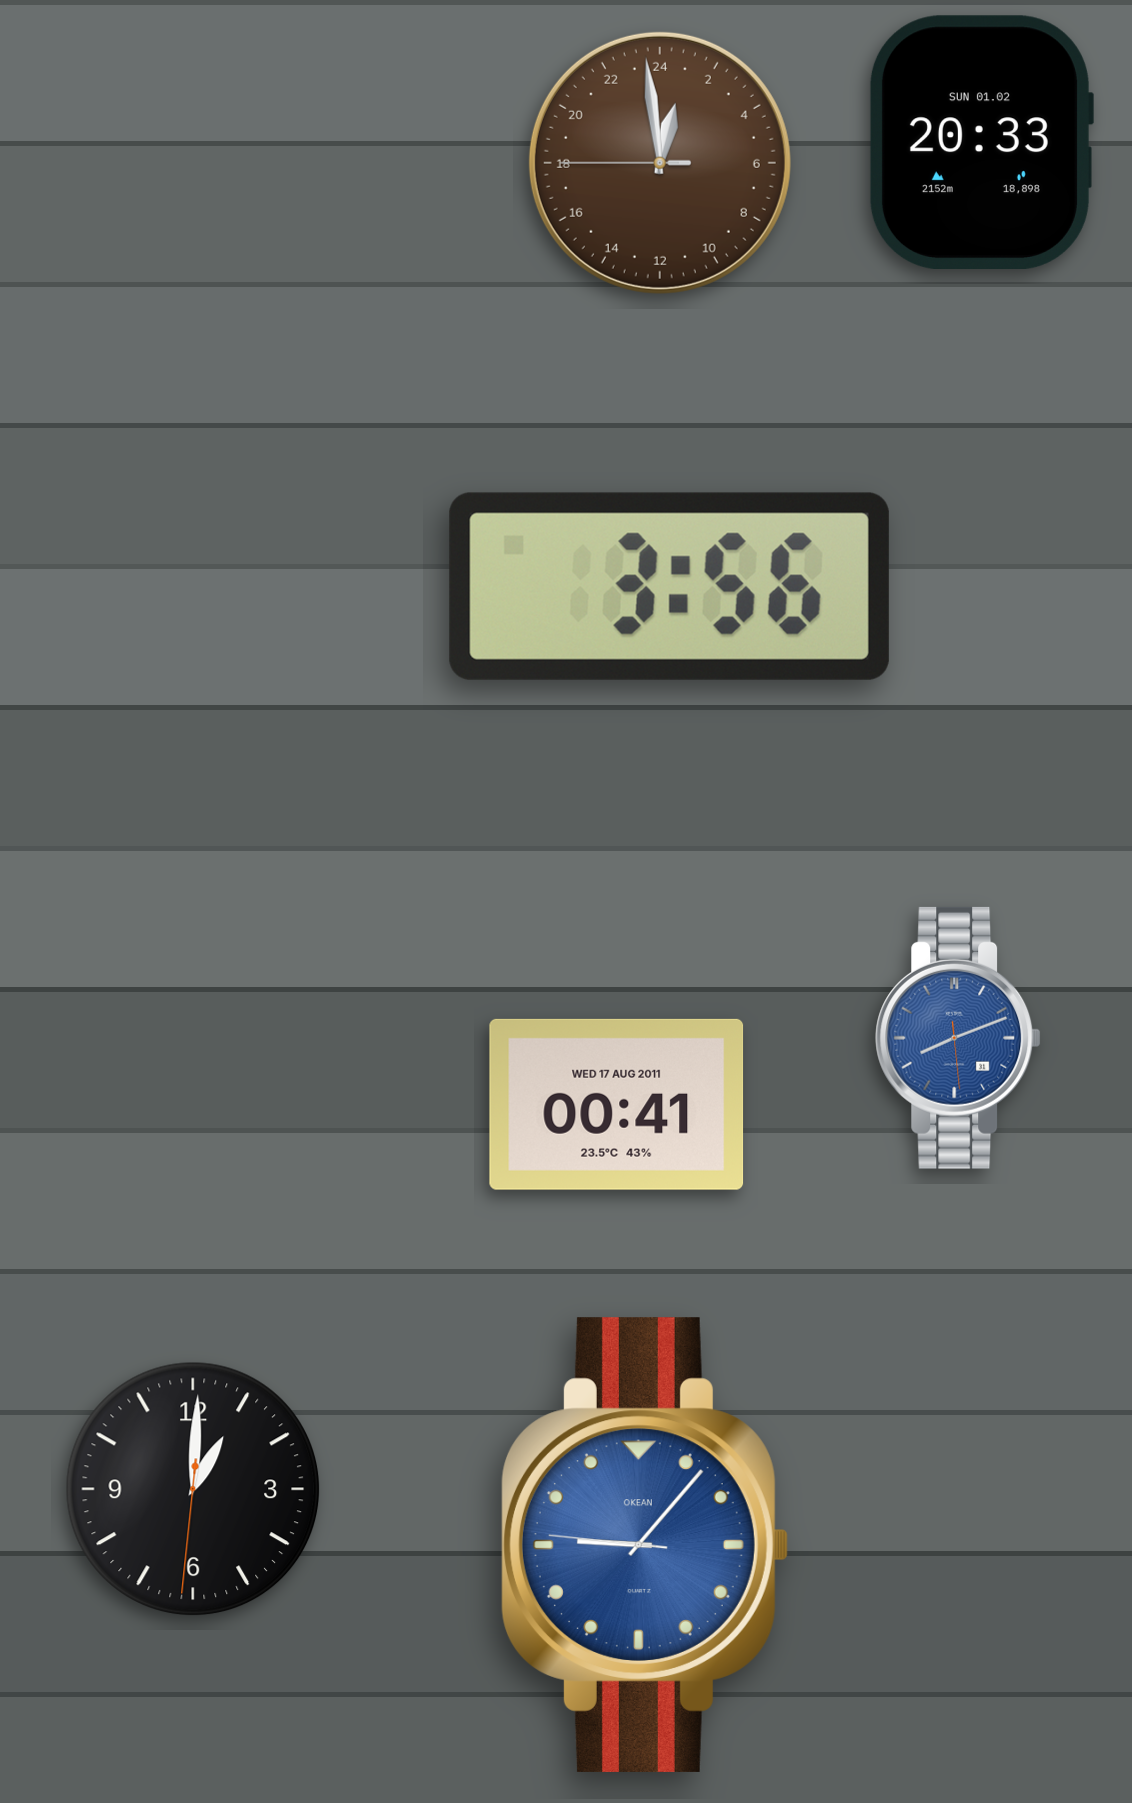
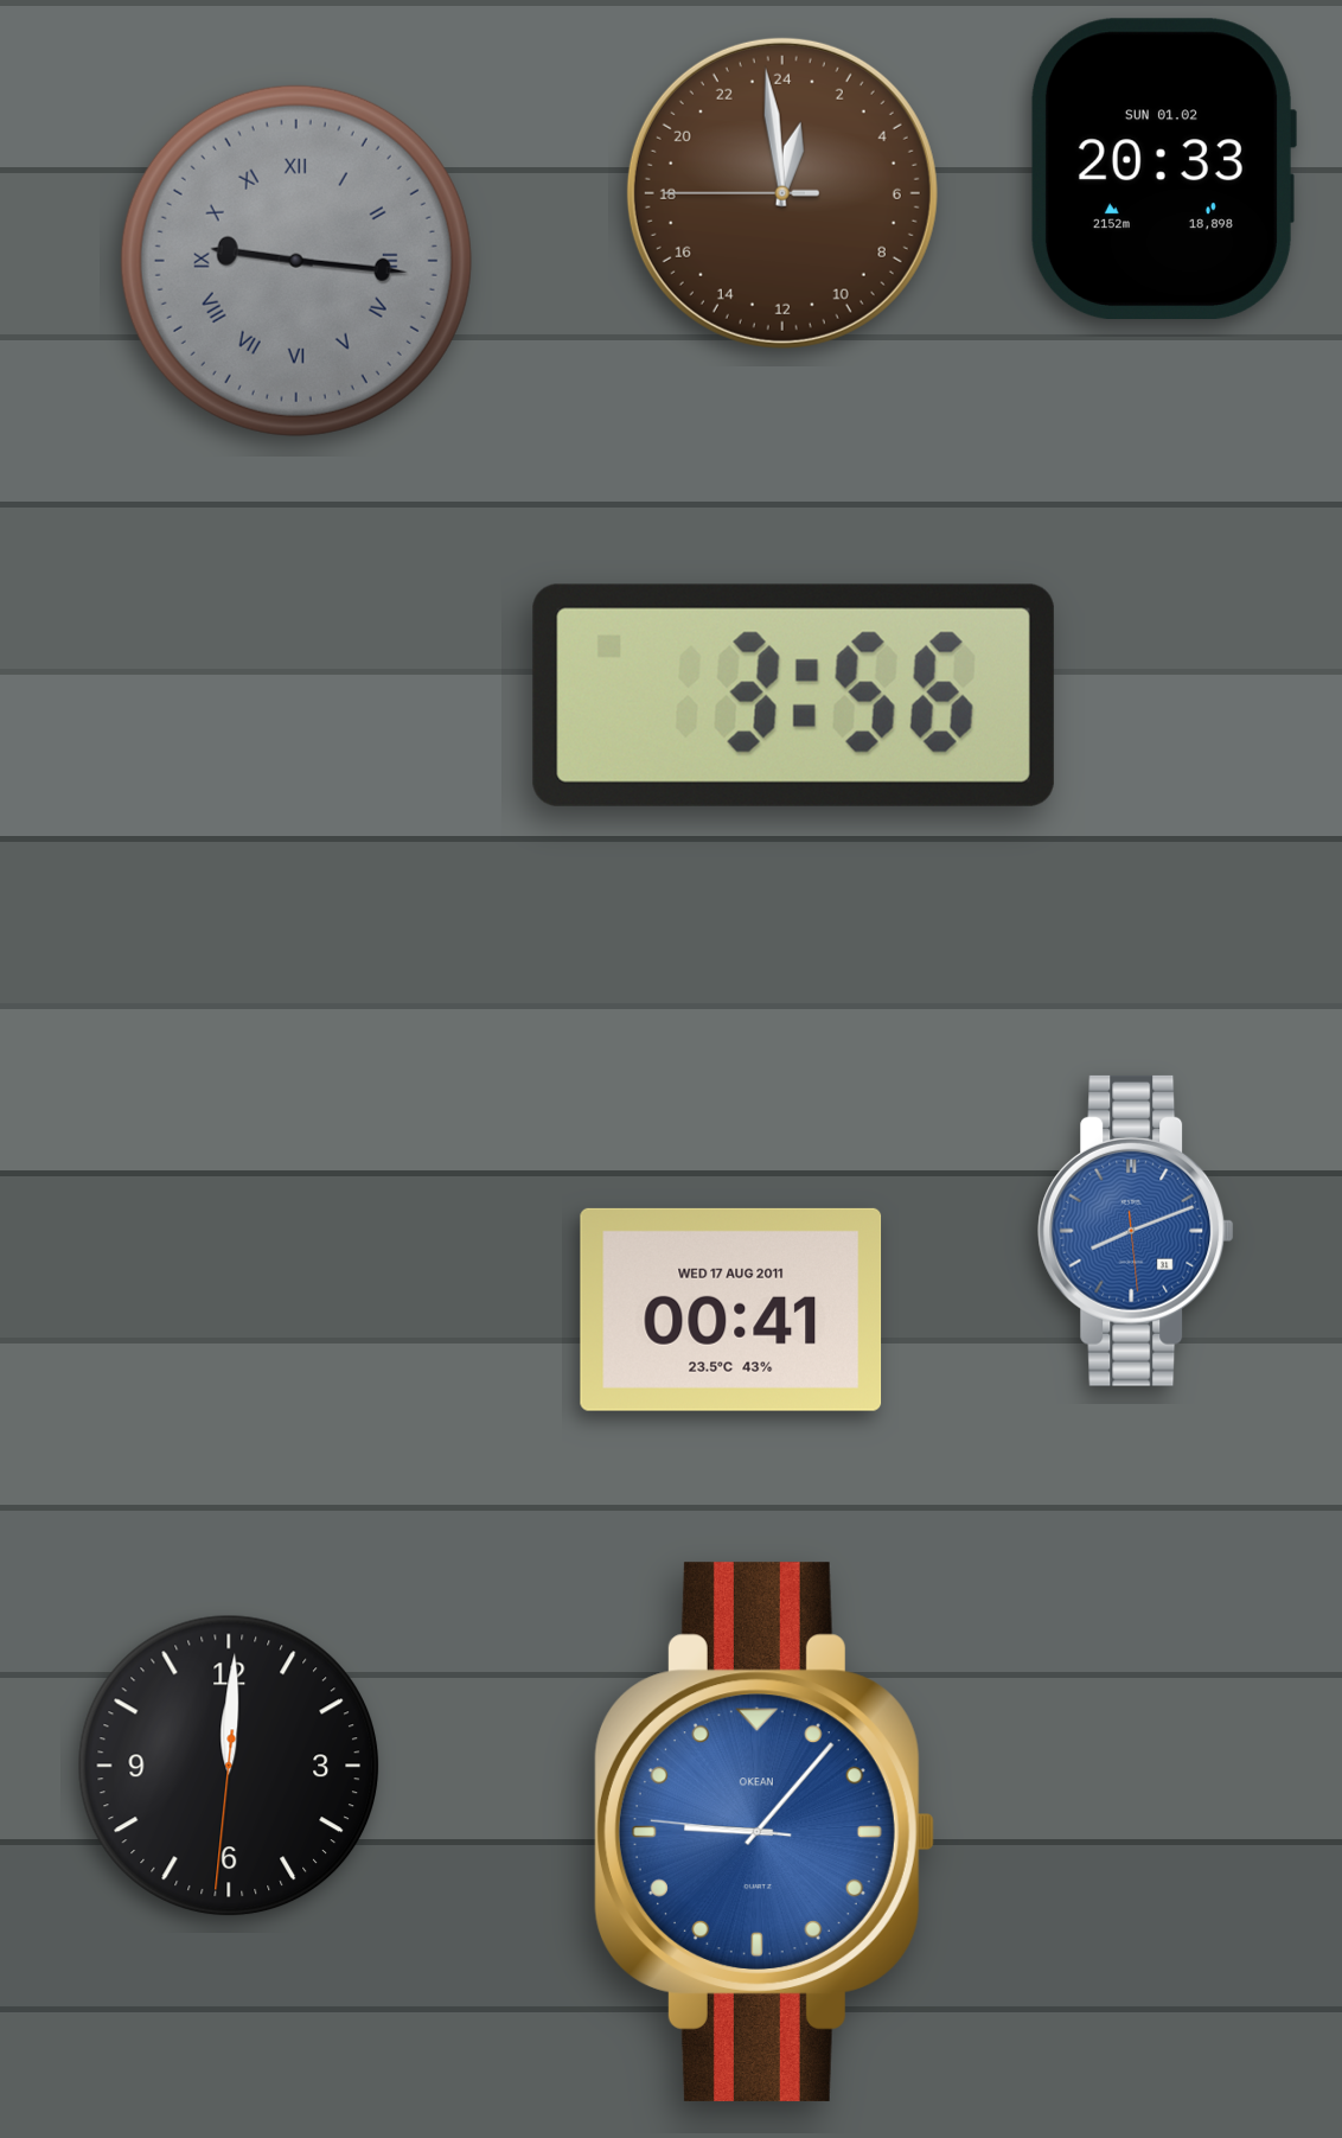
clock at (296, 261): none -> 9:16
clock at (192, 1488): 1:00 -> 12:00
